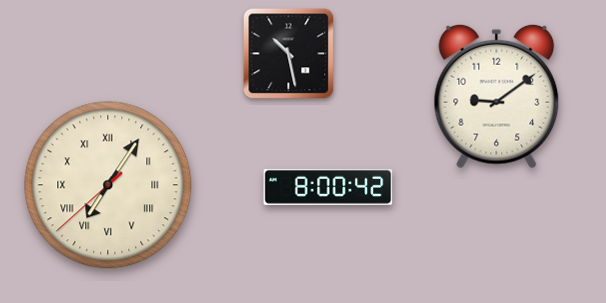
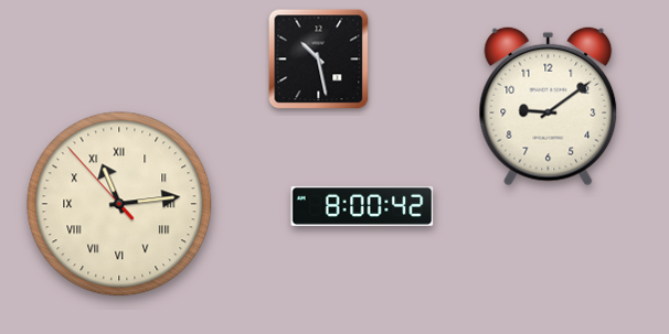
clock at (108, 185): 7:05 -> 11:13
